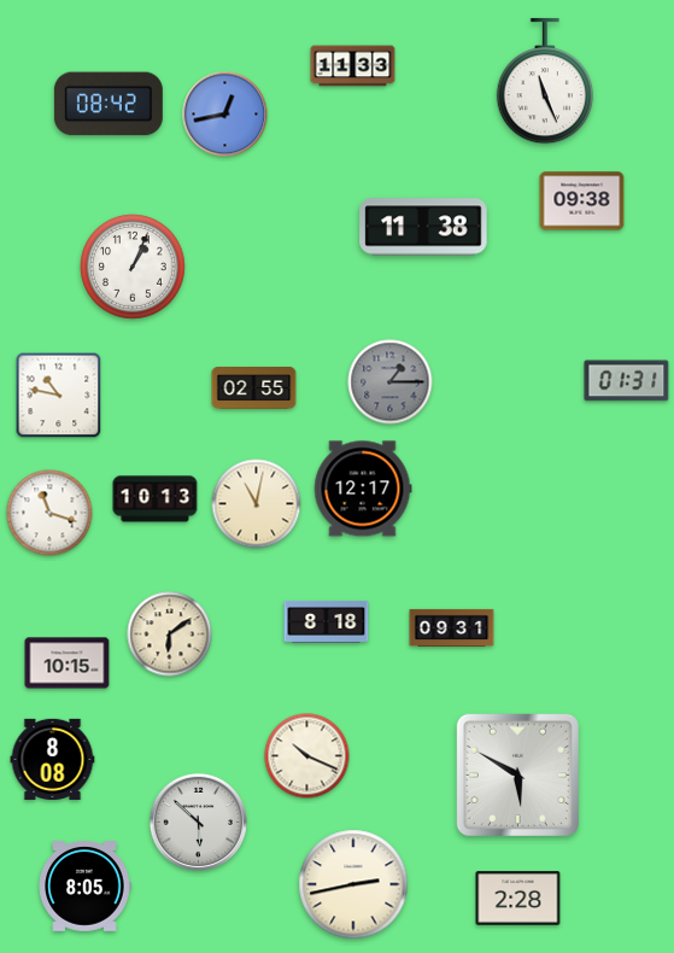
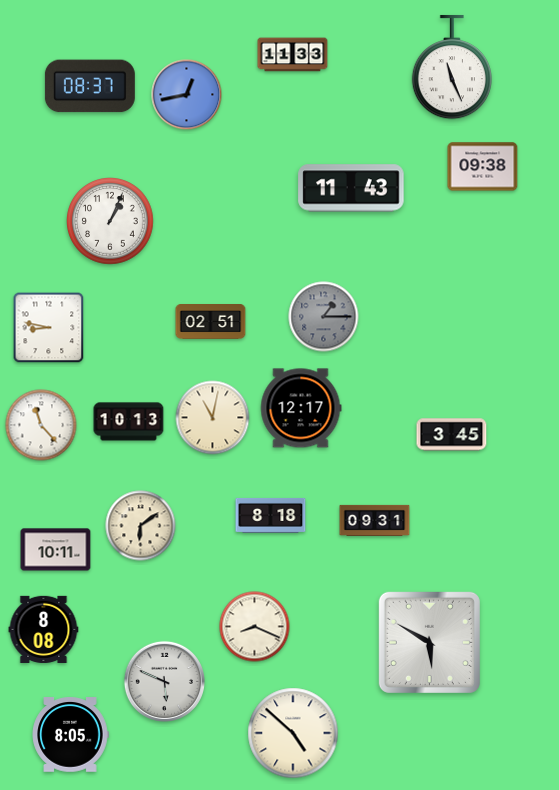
clock at (109, 104): 08:42 -> 08:37
clock at (423, 227): 11:38 -> 11:43
clock at (627, 381): 01:31 -> none
clock at (254, 388): 02:55 -> 02:51
clock at (59, 396): 10:47 -> 8:47
clock at (363, 489) position: (363, 489) -> (301, 408)
clock at (156, 499) position: (156, 499) -> (129, 422)
clock at (49, 513): 11:18 -> 11:23
clock at (452, 435): none -> 3:45
clock at (68, 663): 10:15 -> 10:11
clock at (307, 756): 10:19 -> 8:19
clock at (198, 822): 5:52 -> 5:49
clock at (353, 884): 2:43 -> 4:52
clock at (518, 899): 2:28 -> none
